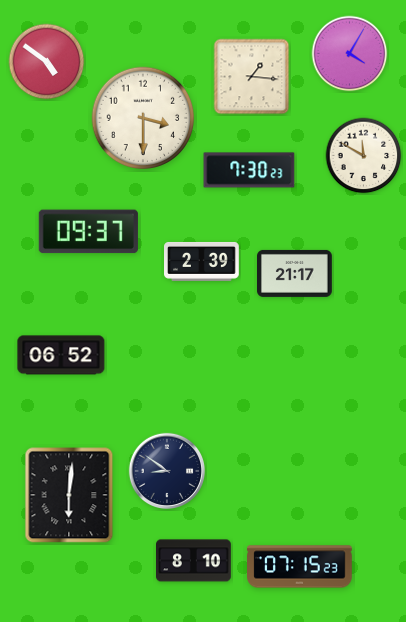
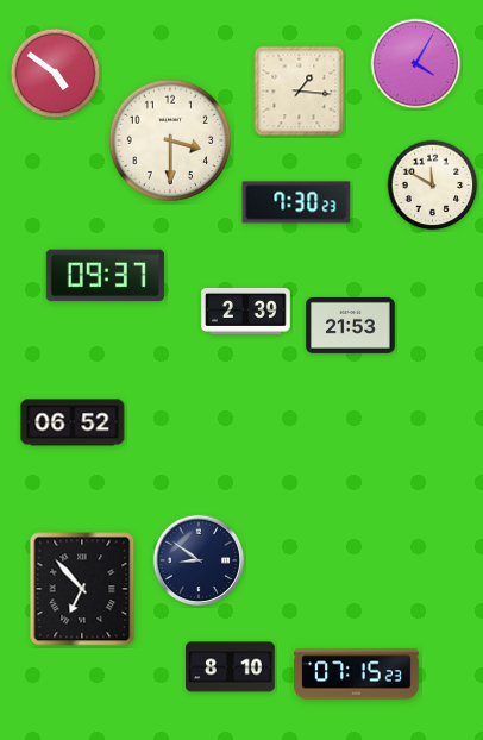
clock at (202, 261) position: (202, 261) -> (246, 311)
clock at (295, 273): 21:17 -> 21:53
clock at (69, 495): 6:01 -> 6:53
